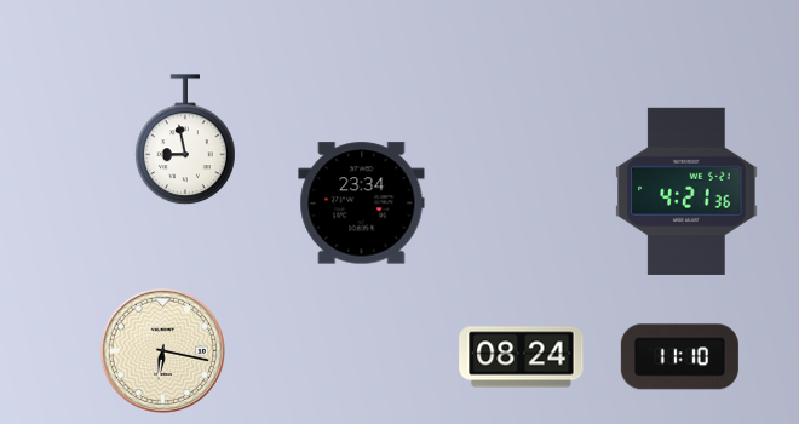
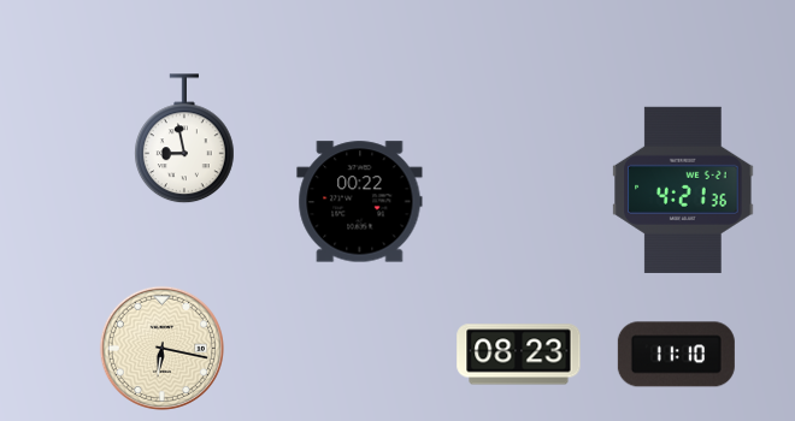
clock at (362, 204): 23:34 -> 00:22
clock at (522, 357): 08:24 -> 08:23
